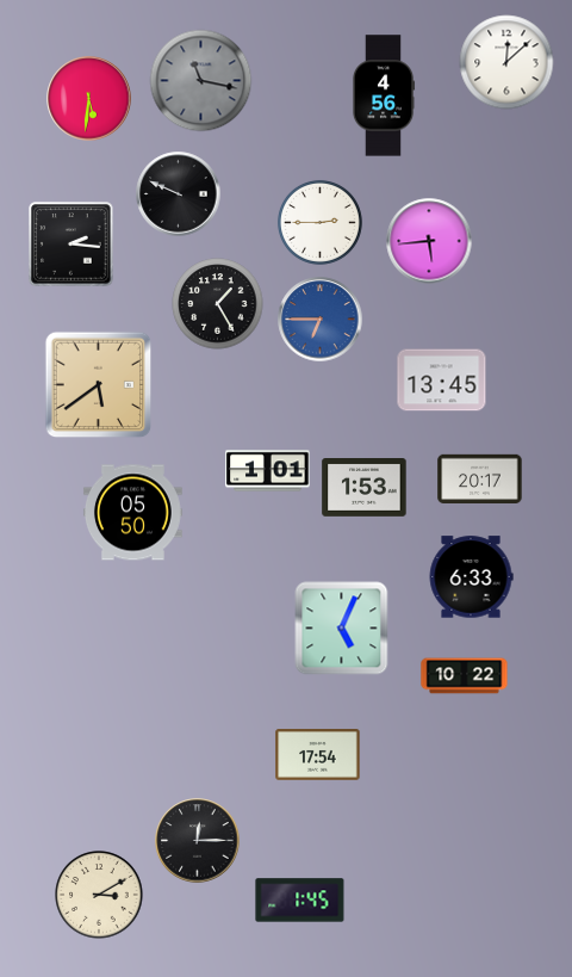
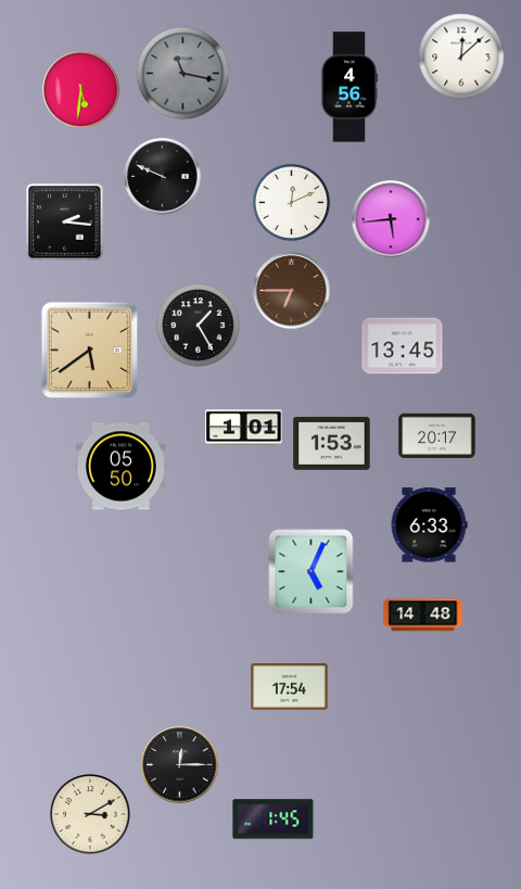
clock at (319, 222): 2:45 -> 12:11
clock at (218, 304) position: (218, 304) -> (199, 326)
clock at (321, 320) dial: blue -> brown
clock at (465, 676): 10:22 -> 14:48
